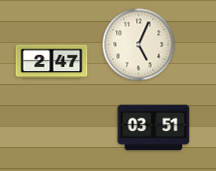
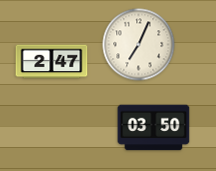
clock at (139, 45): 5:04 -> 7:04
clock at (154, 128): 03:51 -> 03:50
